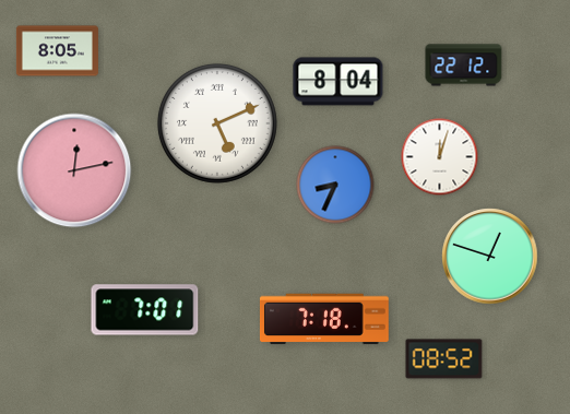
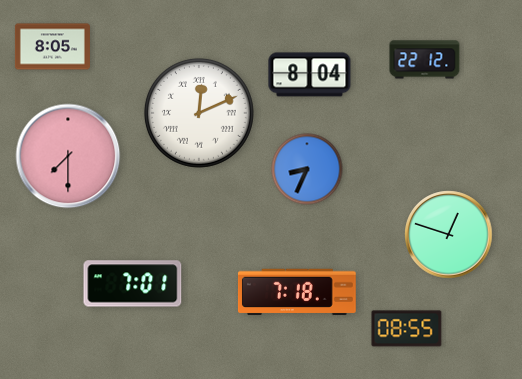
clock at (217, 123): 5:11 -> 12:11
clock at (440, 157): 12:03 -> none
clock at (74, 170): 12:13 -> 7:30
clock at (444, 359): 08:52 -> 08:55
